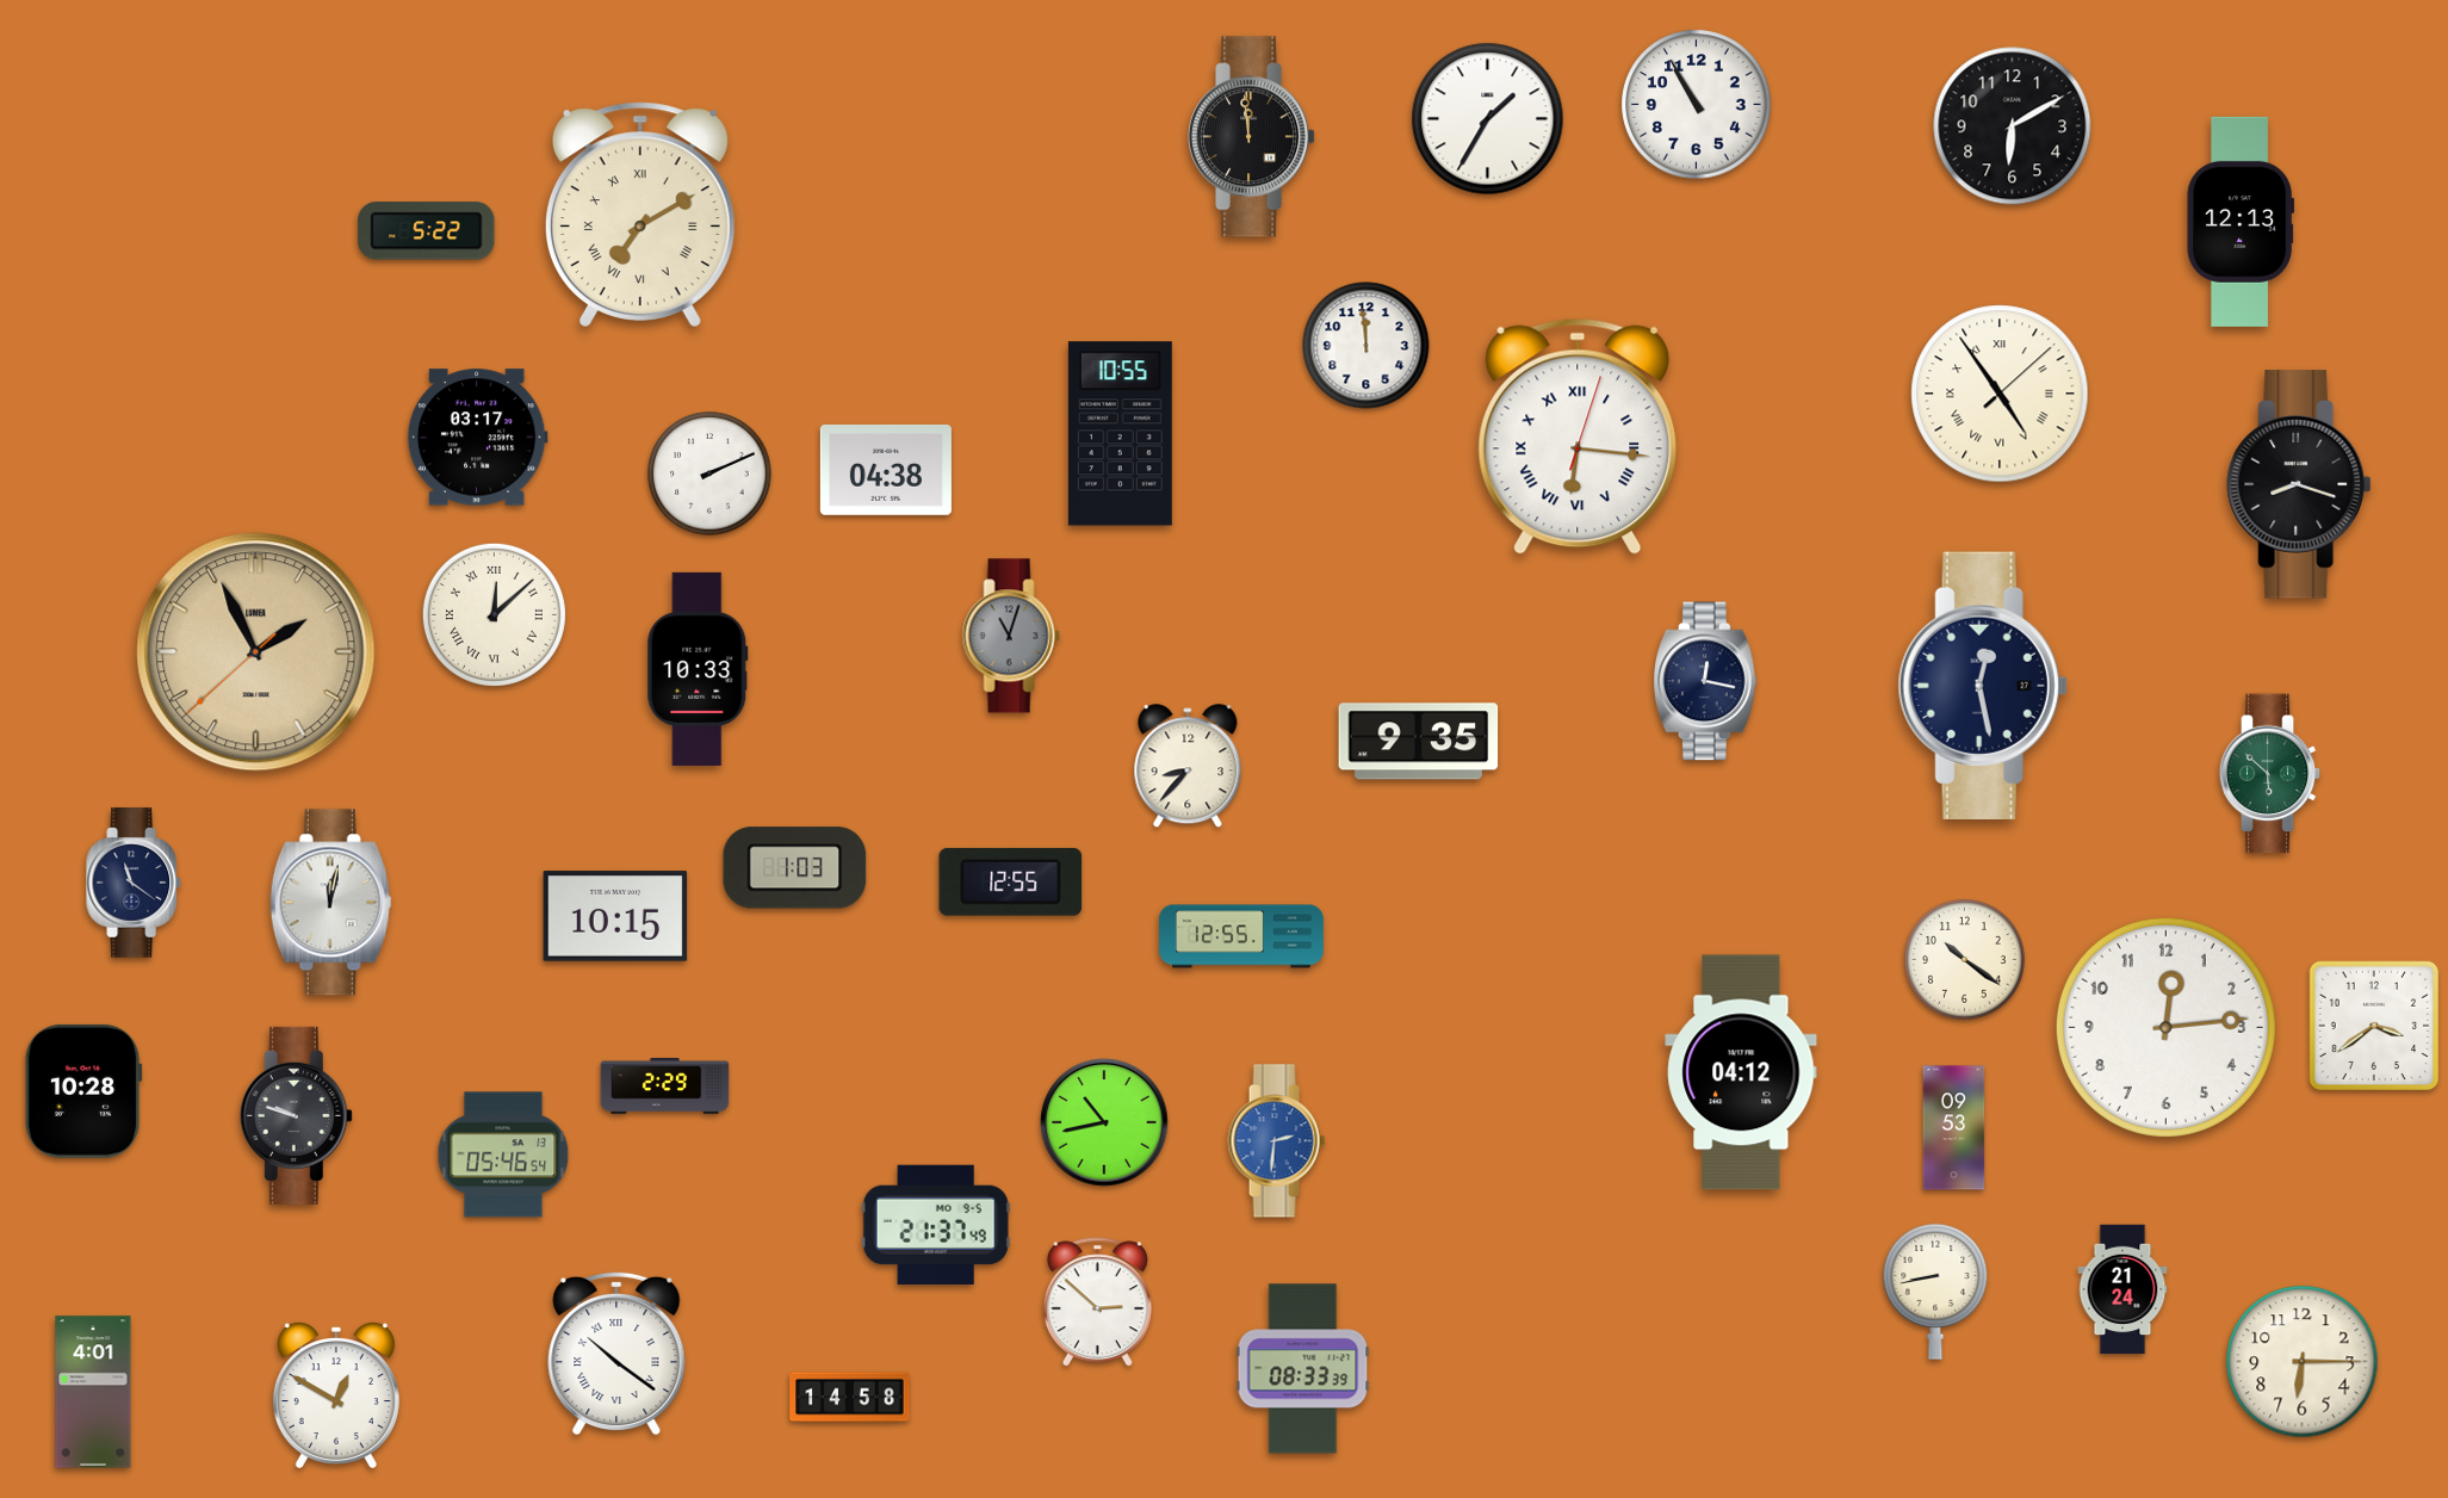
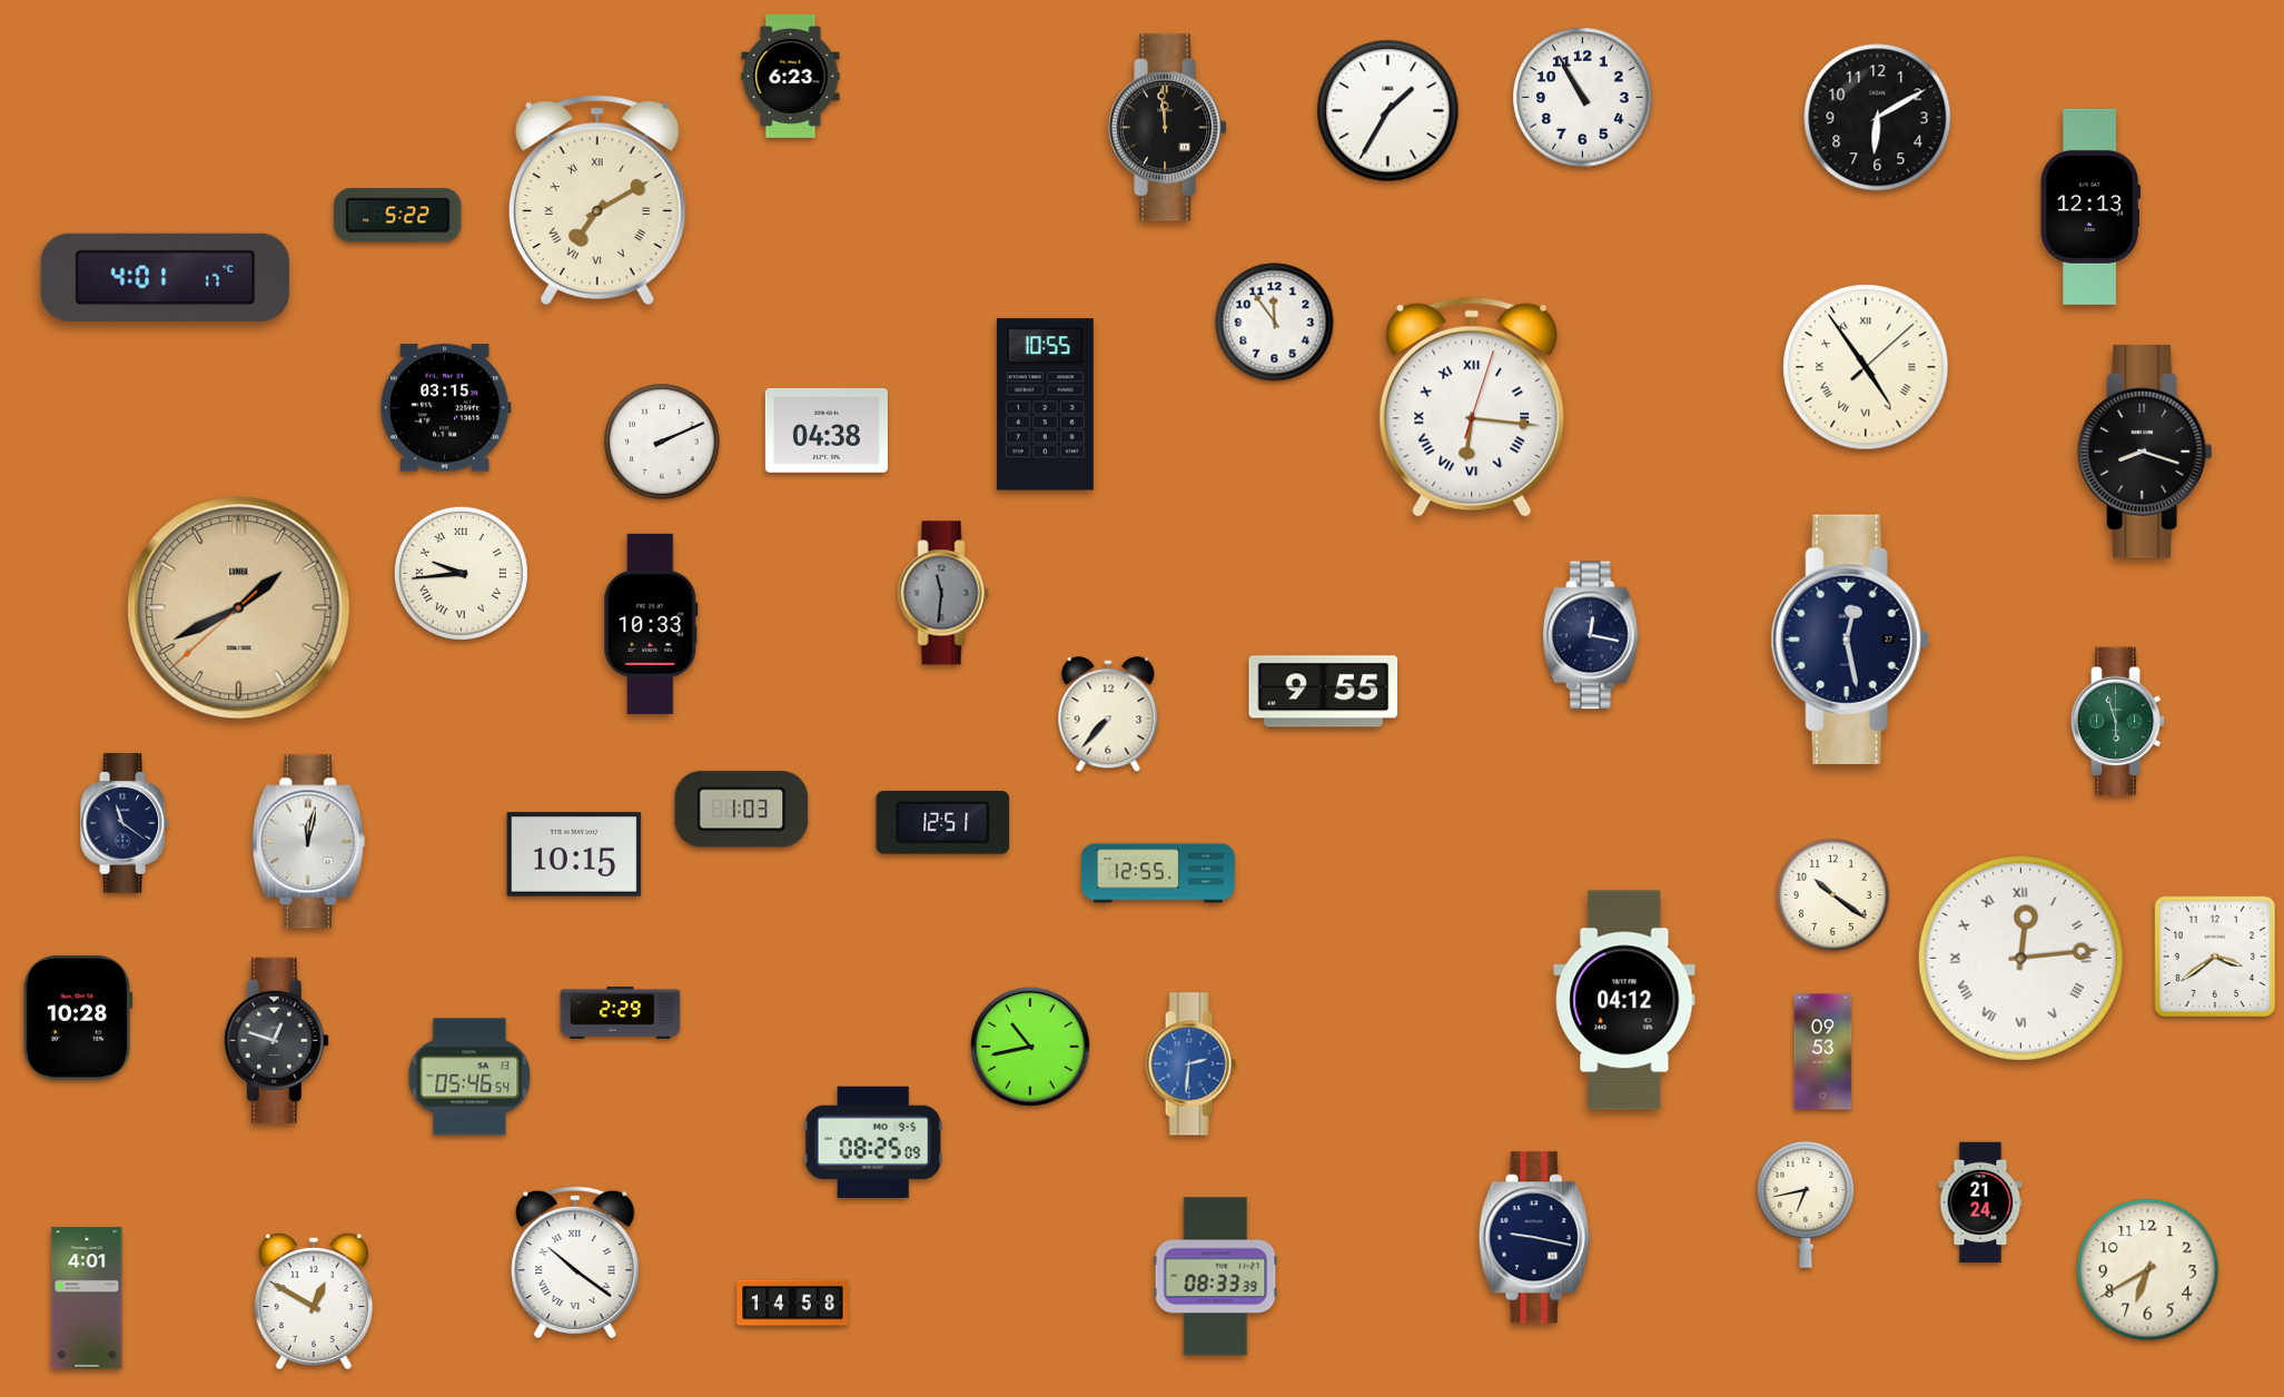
clock at (791, 76): none -> 6:23
clock at (166, 277): none -> 4:01
clock at (1366, 346): 11:59 -> 11:54
clock at (477, 438): 03:17 -> 03:15
clock at (886, 470) position: (886, 470) -> (827, 430)
clock at (494, 614): 12:08 -> 9:44
clock at (1011, 636): 11:03 -> 11:31
clock at (256, 652): 1:55 -> 1:40
clock at (1419, 742): 9:35 -> 9:55
clock at (1188, 767): 8:37 -> 7:37
clock at (2270, 774): 5:52 -> 5:57
clock at (1011, 883): 12:55 -> 12:51
clock at (2165, 1027) numerals: Arabic -> Roman
clock at (296, 1115): 9:48 -> 12:48
clock at (936, 1224): 21:37 -> 08:25
clock at (1935, 1292): 8:43 -> 6:43
clock at (1097, 1302): 2:52 -> none
clock at (1534, 1238): none -> 9:17
clock at (2303, 1362): 6:15 -> 6:40
